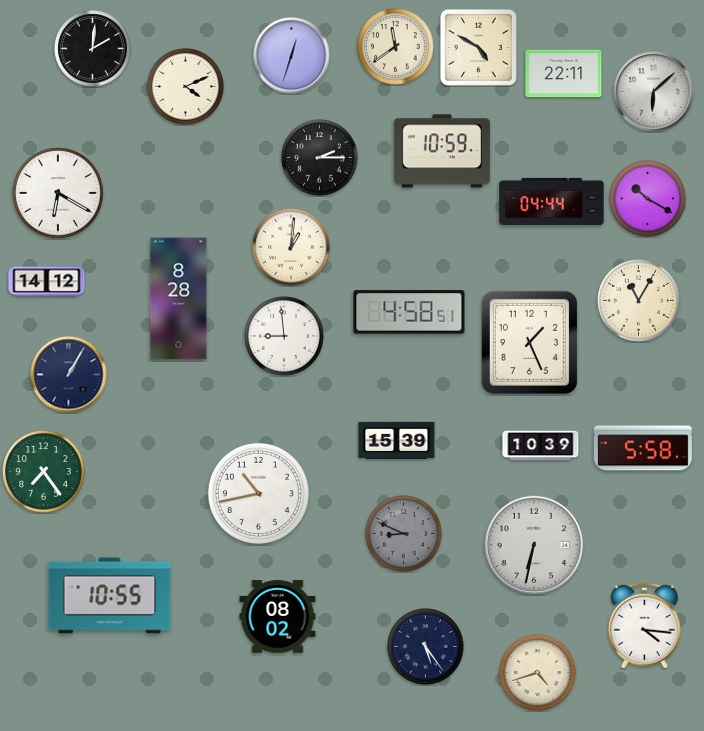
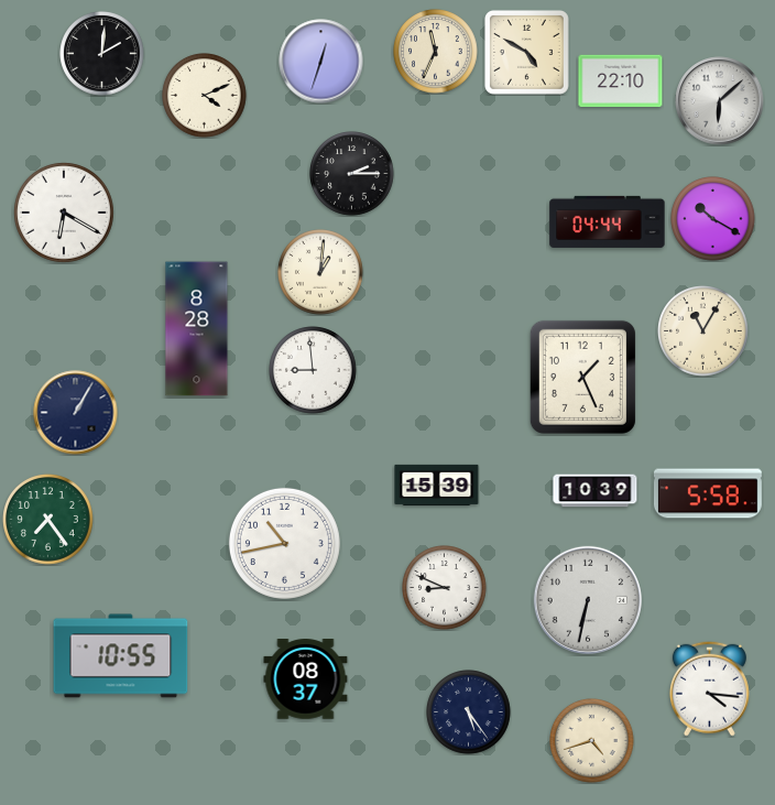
clock at (396, 47): 11:39 -> 11:34
clock at (564, 74): 22:11 -> 22:10
clock at (442, 151): 10:59 -> none
clock at (47, 282): 14:12 -> none
clock at (409, 312): 4:58 -> none
clock at (404, 534) dial: grey -> white
clock at (278, 617): 08:02 -> 08:37
